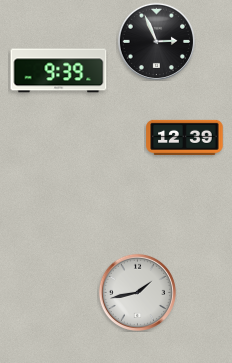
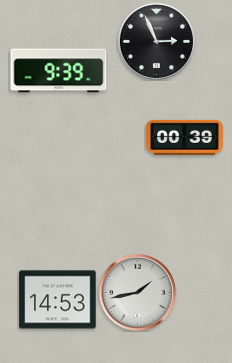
clock at (185, 137): 12:39 -> 00:39
clock at (58, 300): none -> 14:53
